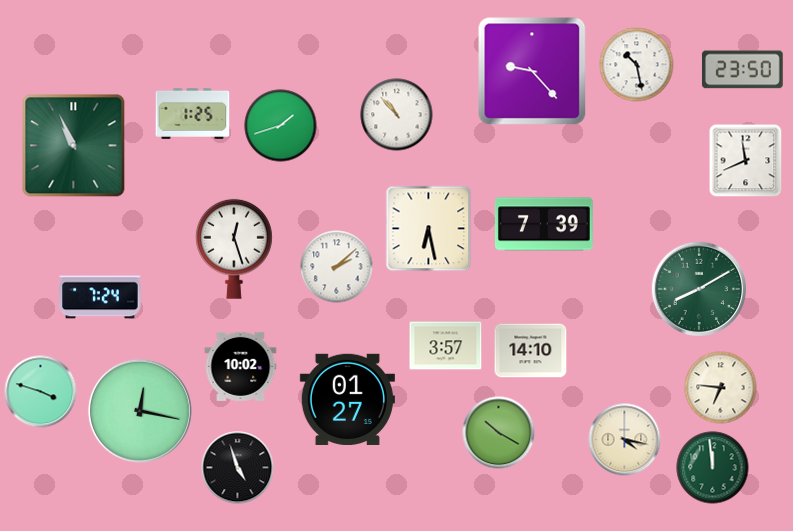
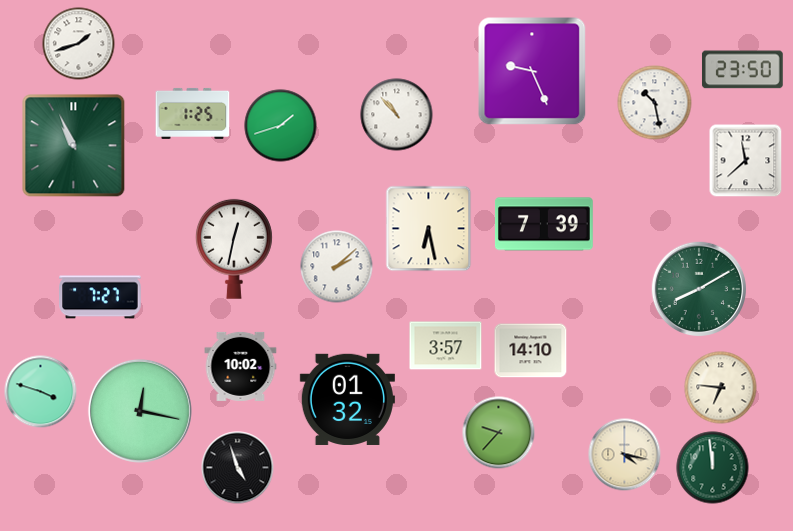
clock at (79, 44): none -> 1:42
clock at (637, 65) position: (637, 65) -> (655, 103)
clock at (532, 71): 9:23 -> 9:26
clock at (746, 161): 11:41 -> 11:38
clock at (234, 249): 12:27 -> 12:32
clock at (100, 297): 7:24 -> 7:27
clock at (347, 399): 01:27 -> 01:32
clock at (499, 433): 10:20 -> 9:37
clock at (625, 440) position: (625, 440) -> (625, 455)
